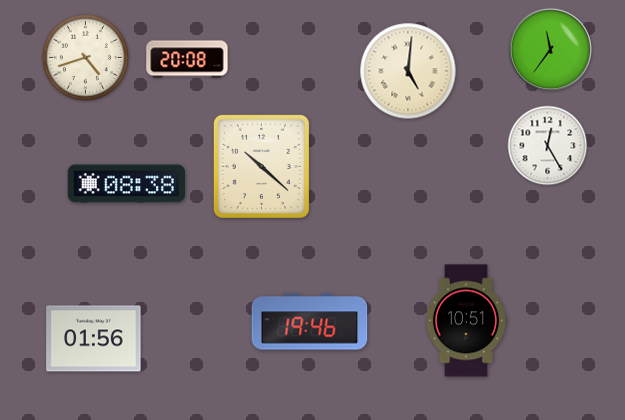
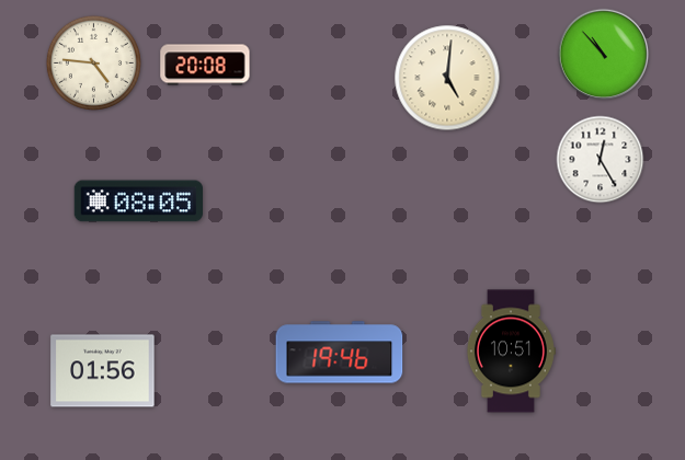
clock at (551, 50): 11:36 -> 10:53
clock at (85, 57): 4:42 -> 4:46
clock at (261, 166): 10:22 -> none
clock at (126, 184): 08:38 -> 08:05
